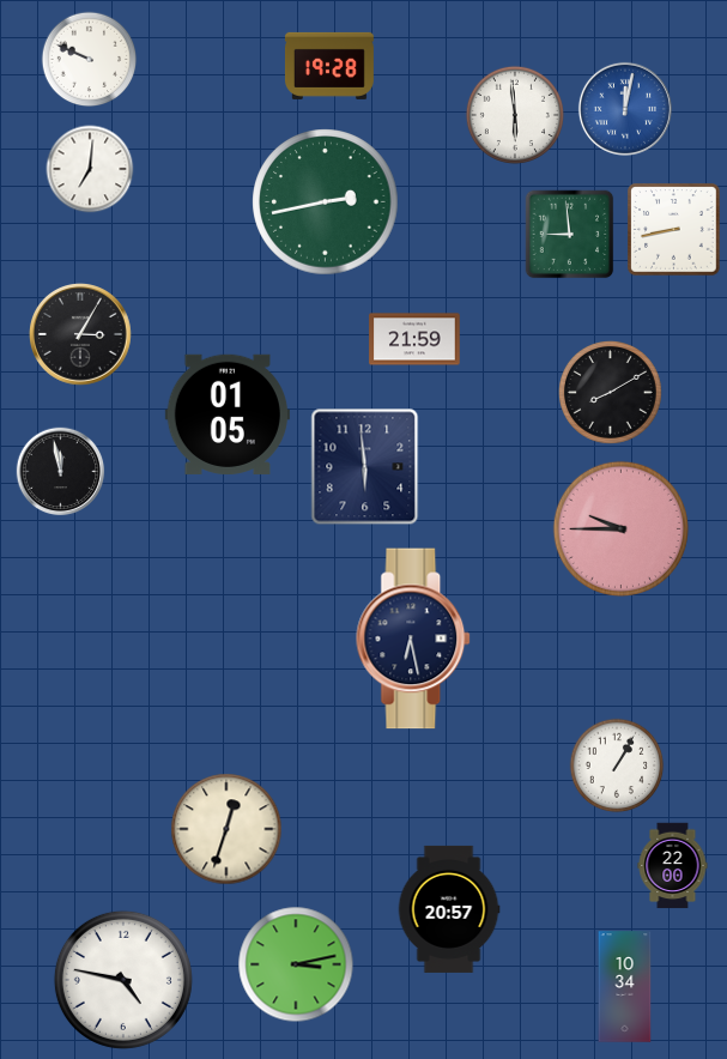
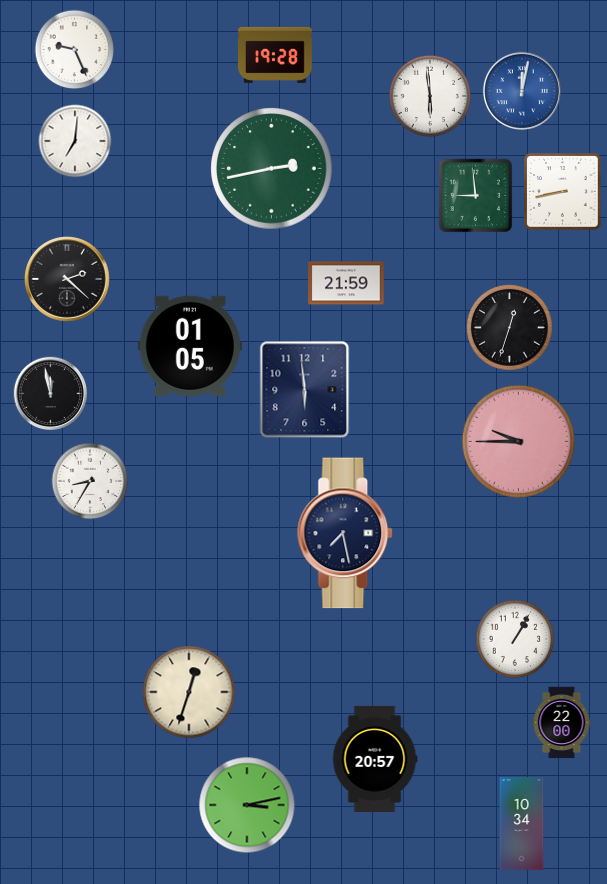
clock at (90, 60): 9:49 -> 9:26
clock at (81, 335): 3:05 -> 2:22
clock at (611, 393): 8:10 -> 12:33
clock at (90, 481): none -> 8:35
clock at (414, 639): 6:28 -> 7:28
clock at (123, 980): 4:47 -> none
